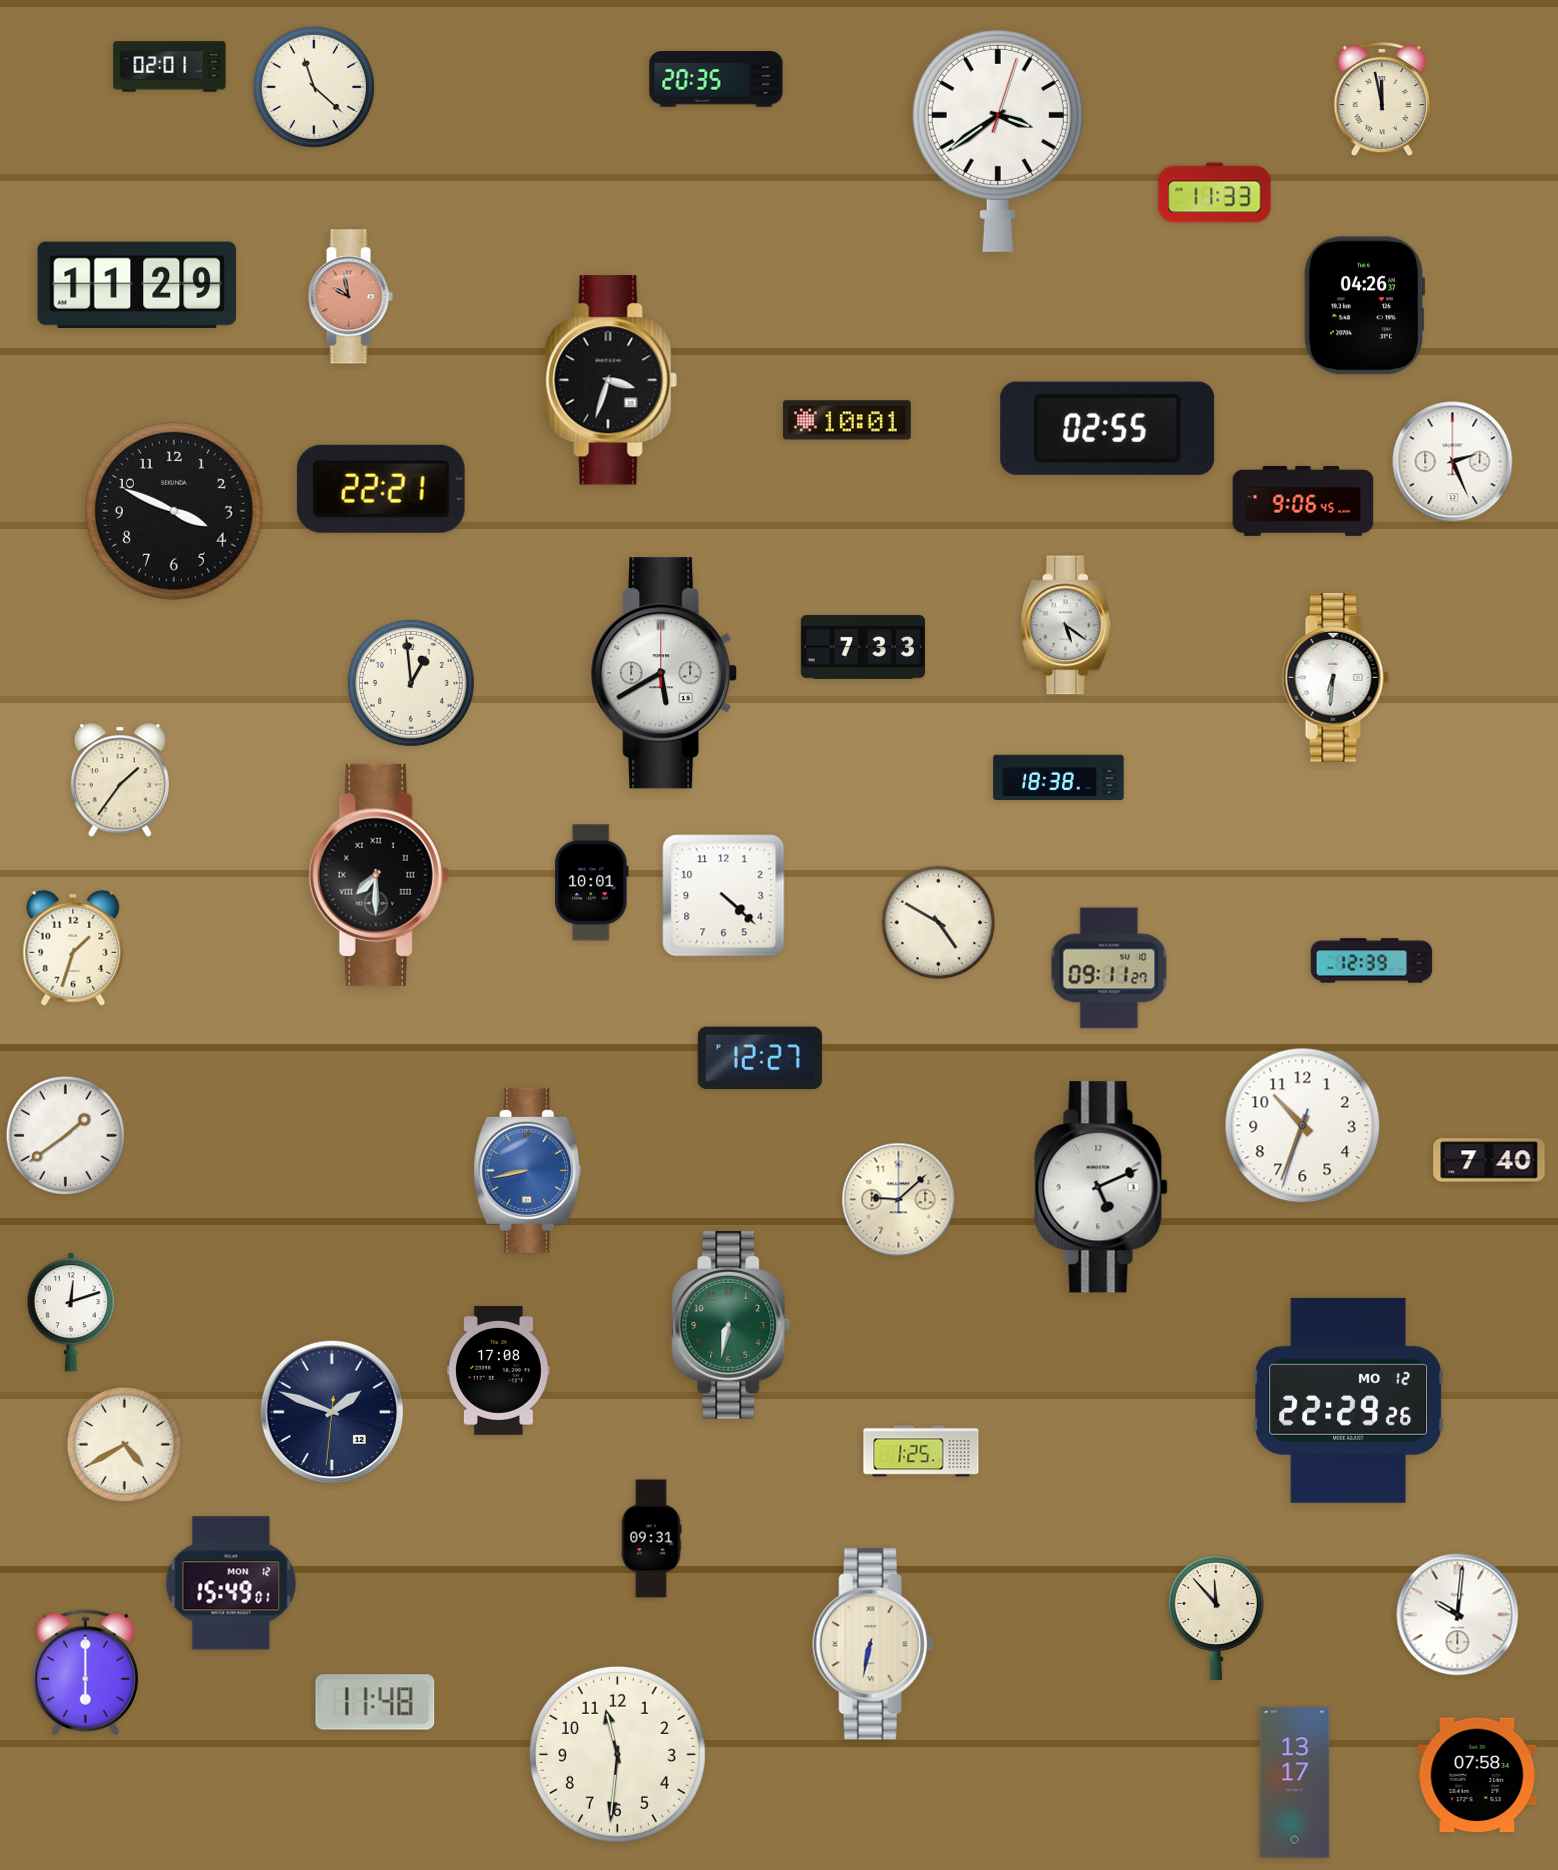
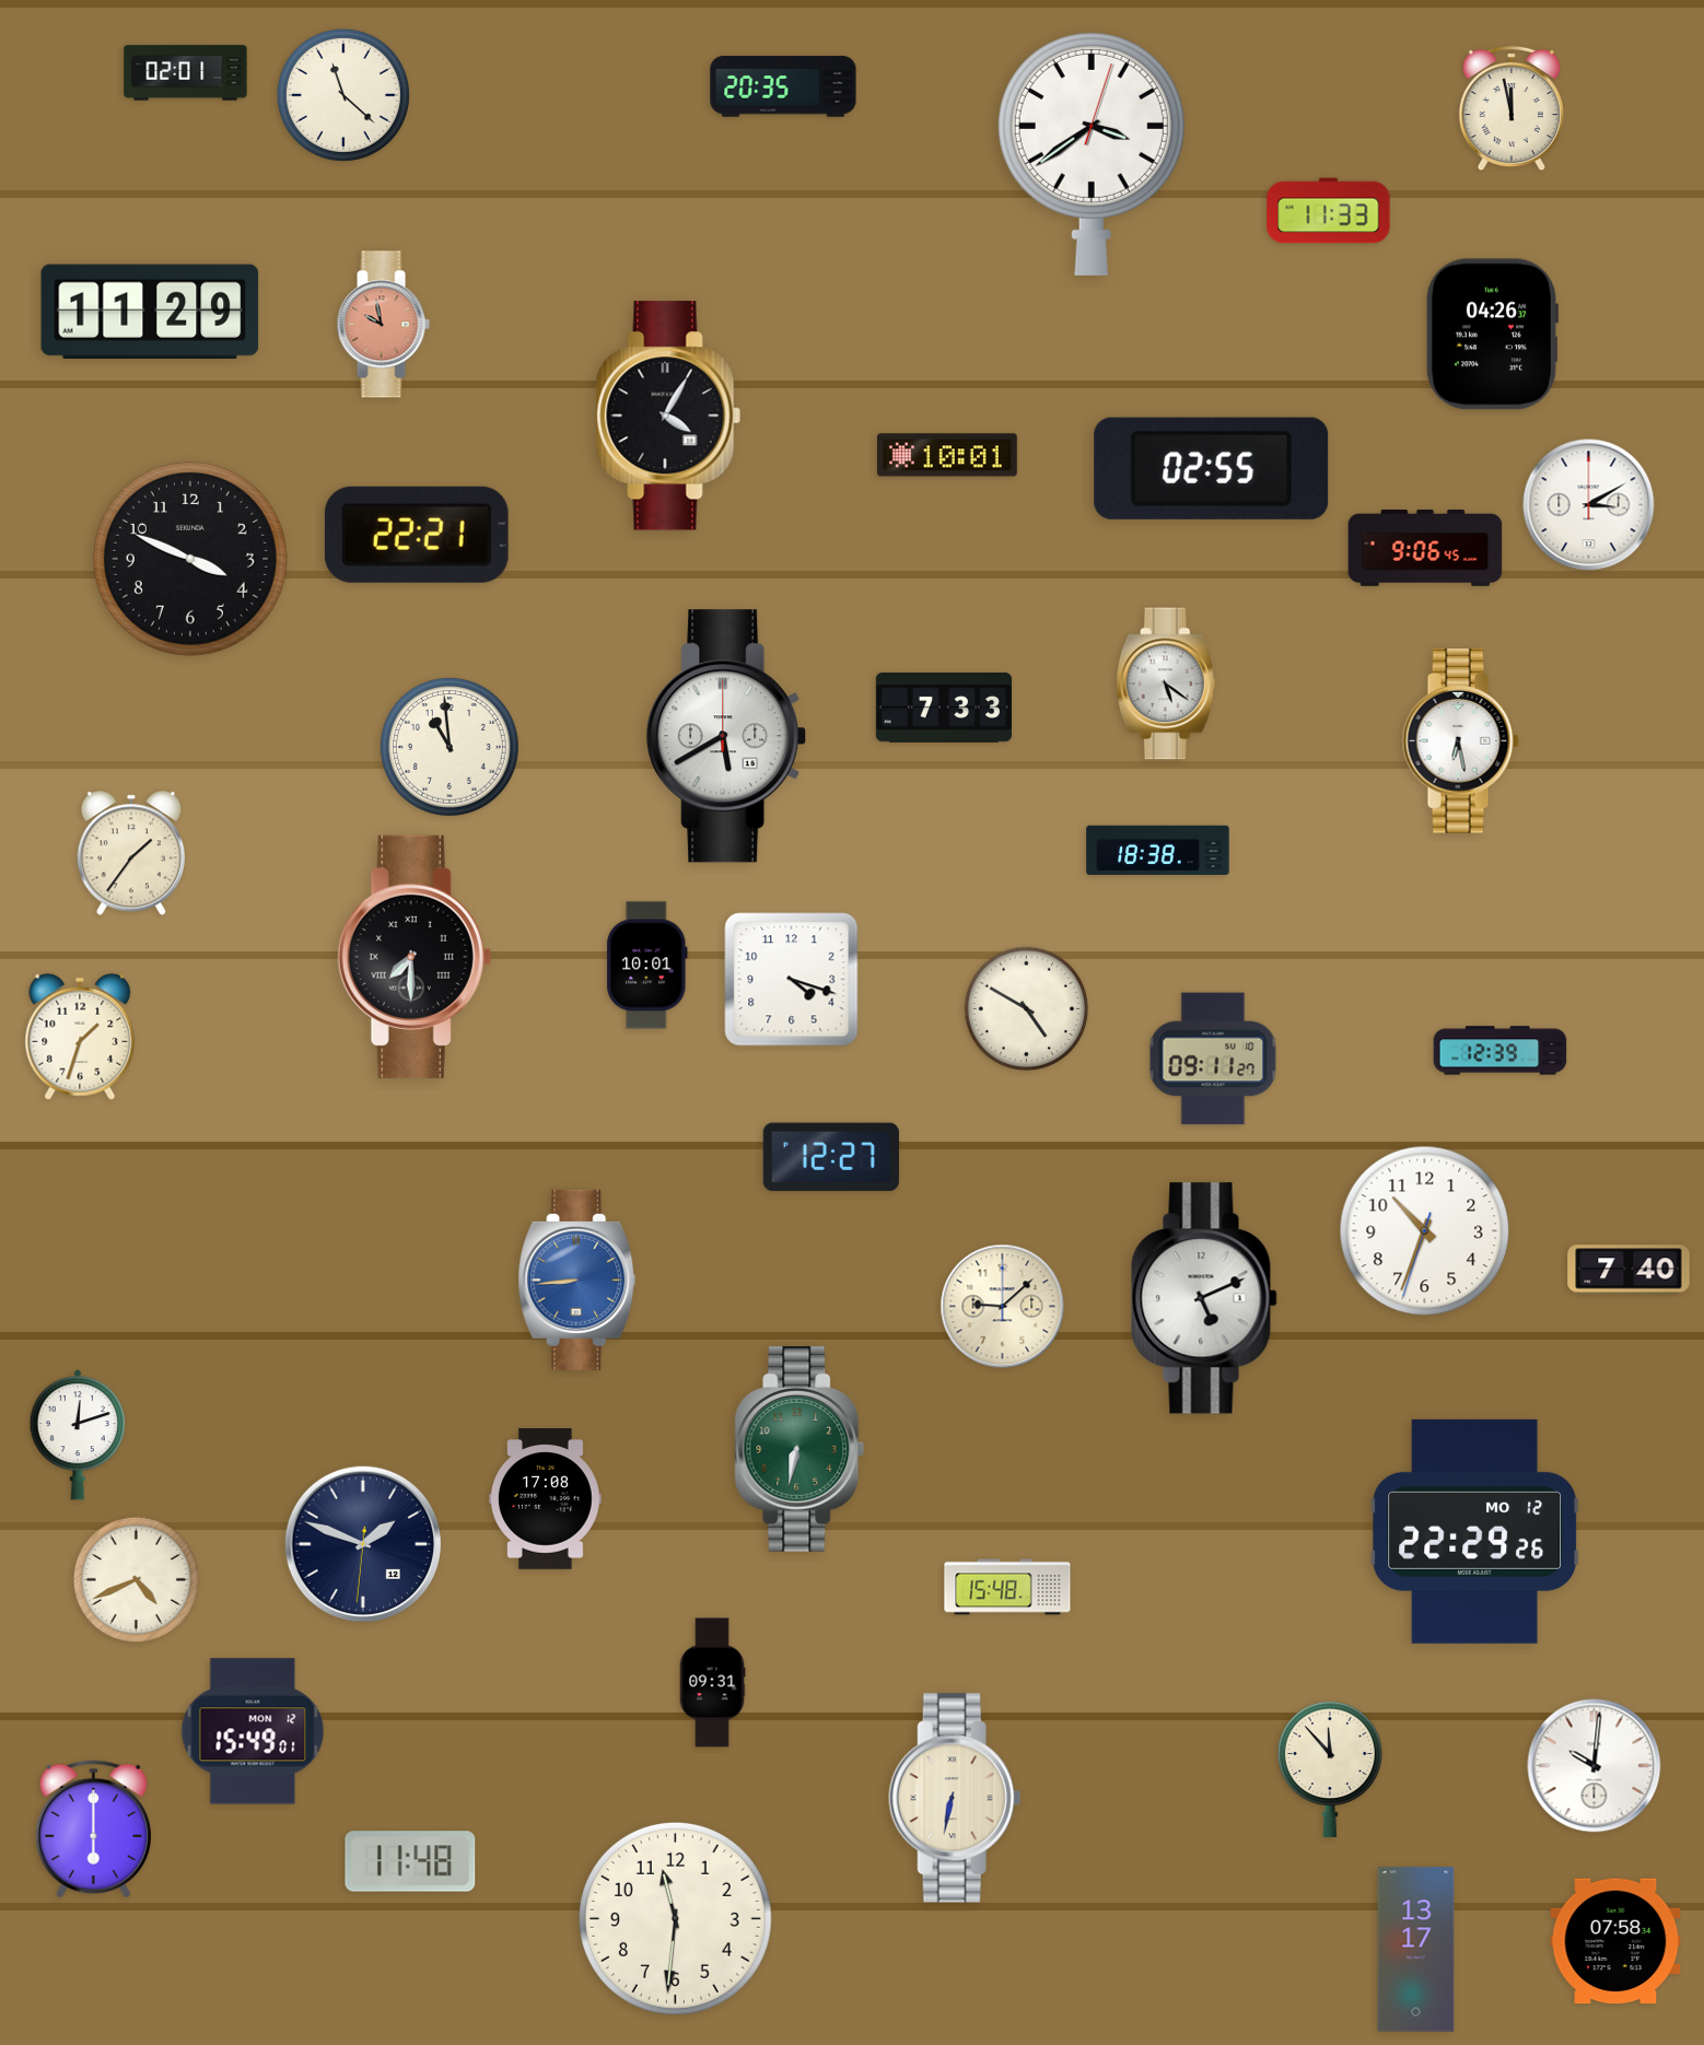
clock at (611, 380): 3:33 -> 4:05
clock at (847, 420) position: (847, 420) -> (947, 455)
clock at (1453, 462): 2:26 -> 3:10
clock at (1335, 678): 6:31 -> 6:28
clock at (411, 683): 12:59 -> 10:59
clock at (724, 896): 4:22 -> 4:18
clock at (65, 1135): 1:39 -> none
clock at (528, 1170): 8:43 -> 8:44
clock at (899, 1200) position: (899, 1200) -> (1003, 1307)
clock at (125, 1445): 4:40 -> 4:41
clock at (921, 1451): 1:25 -> 15:48
